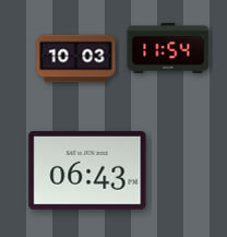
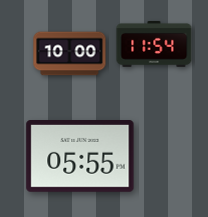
clock at (76, 59): 10:03 -> 10:00
clock at (87, 171): 06:43 -> 05:55
